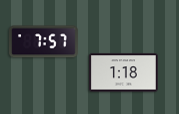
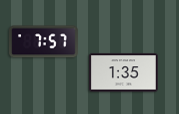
clock at (124, 73): 1:18 -> 1:35
